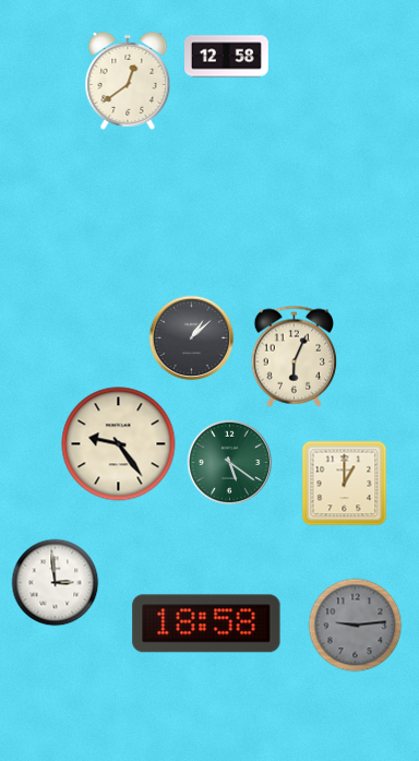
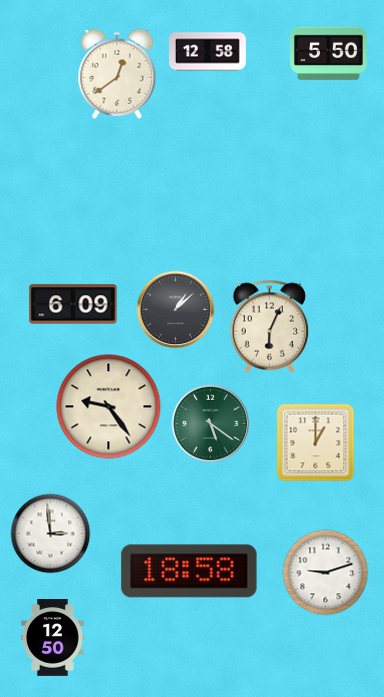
clock at (329, 54): none -> 5:50
clock at (73, 304): none -> 6:09
clock at (355, 625): 9:14 -> 9:12
clock at (355, 625) dial: grey -> white
clock at (53, 638): none -> 12:50
